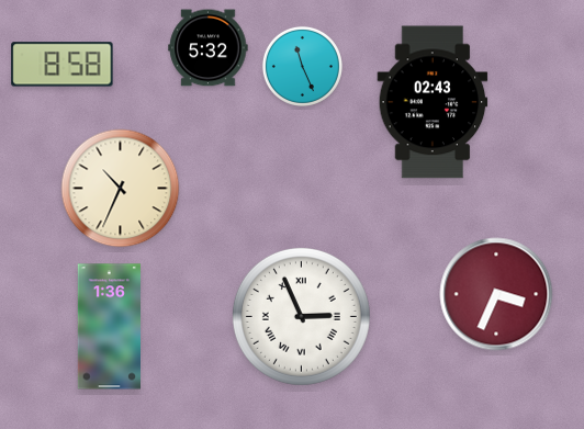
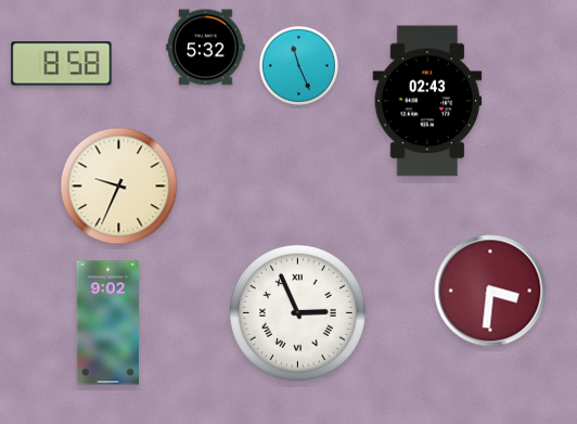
clock at (121, 189): 10:34 -> 9:34
clock at (496, 294): 3:34 -> 3:31
clock at (109, 327): 1:36 -> 9:02
